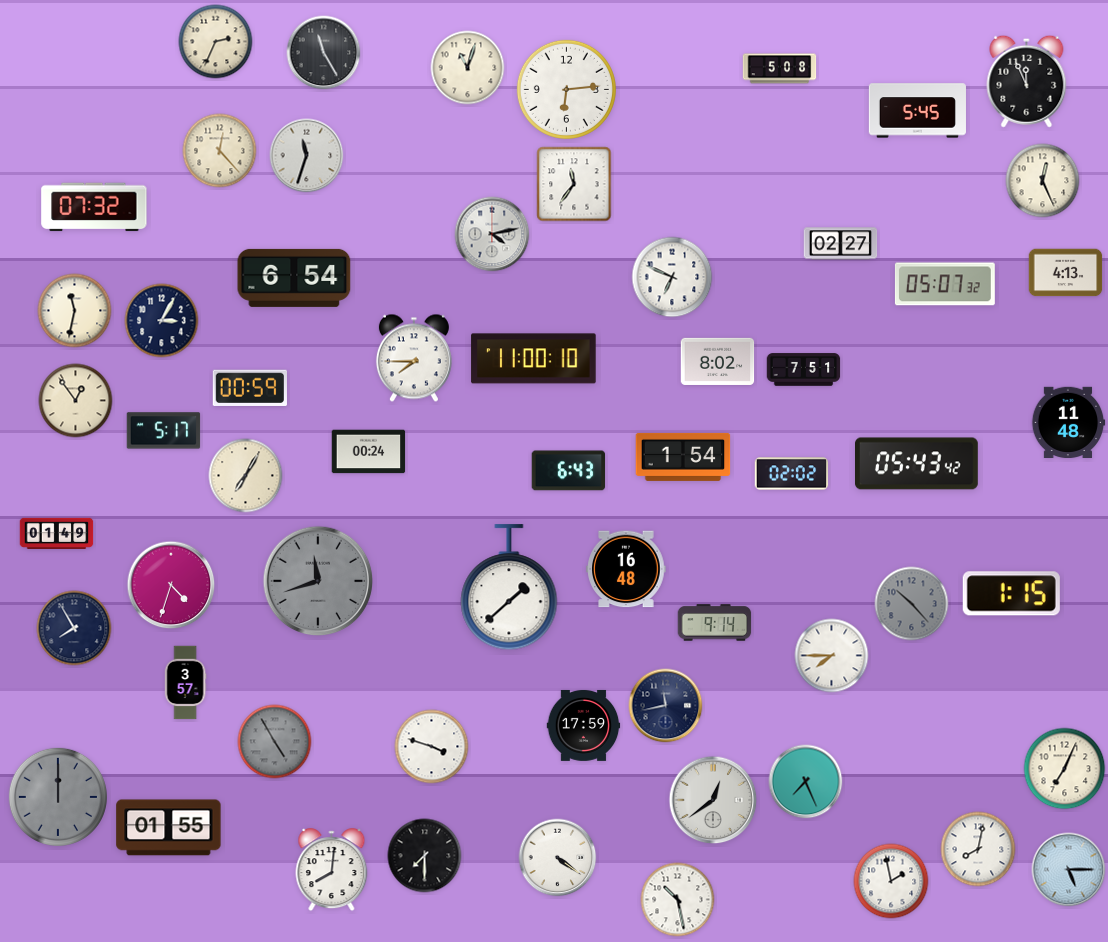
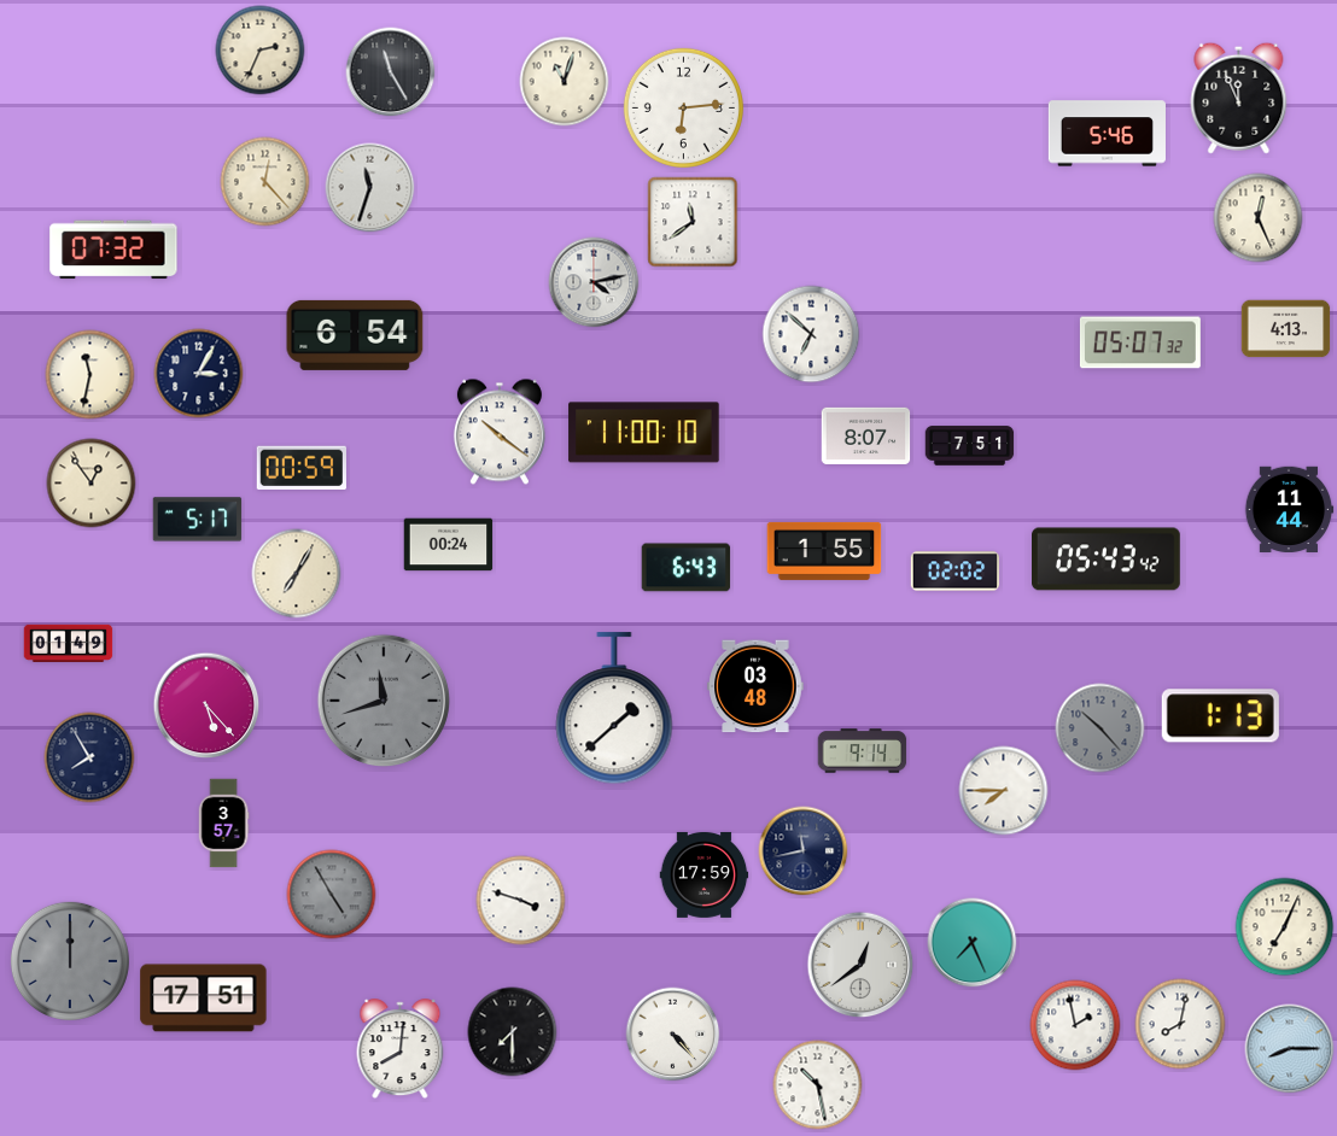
clock at (324, 53) position: (324, 53) -> (391, 72)
clock at (780, 69): 5:08 -> none
clock at (917, 111): 5:45 -> 5:46
clock at (574, 184): 11:36 -> 11:39
clock at (841, 244): 02:27 -> none
clock at (672, 277): 6:49 -> 6:52
clock at (162, 321) position: (162, 321) -> (199, 374)
clock at (414, 358): 7:45 -> 10:21
clock at (718, 361): 8:02 -> 8:07
clock at (1068, 422): 11:48 -> 11:44
clock at (369, 452) position: (369, 452) -> (449, 545)
clock at (683, 457): 1:54 -> 1:55
clock at (626, 569): 16:48 -> 03:48
clock at (171, 585): 4:33 -> 5:23
clock at (1011, 594): 1:15 -> 1:13
clock at (169, 828): 01:55 -> 17:51
clock at (558, 858): 4:21 -> 4:23
clock at (1069, 870): 5:15 -> 8:15
clock at (891, 881) position: (891, 881) -> (1075, 1025)
